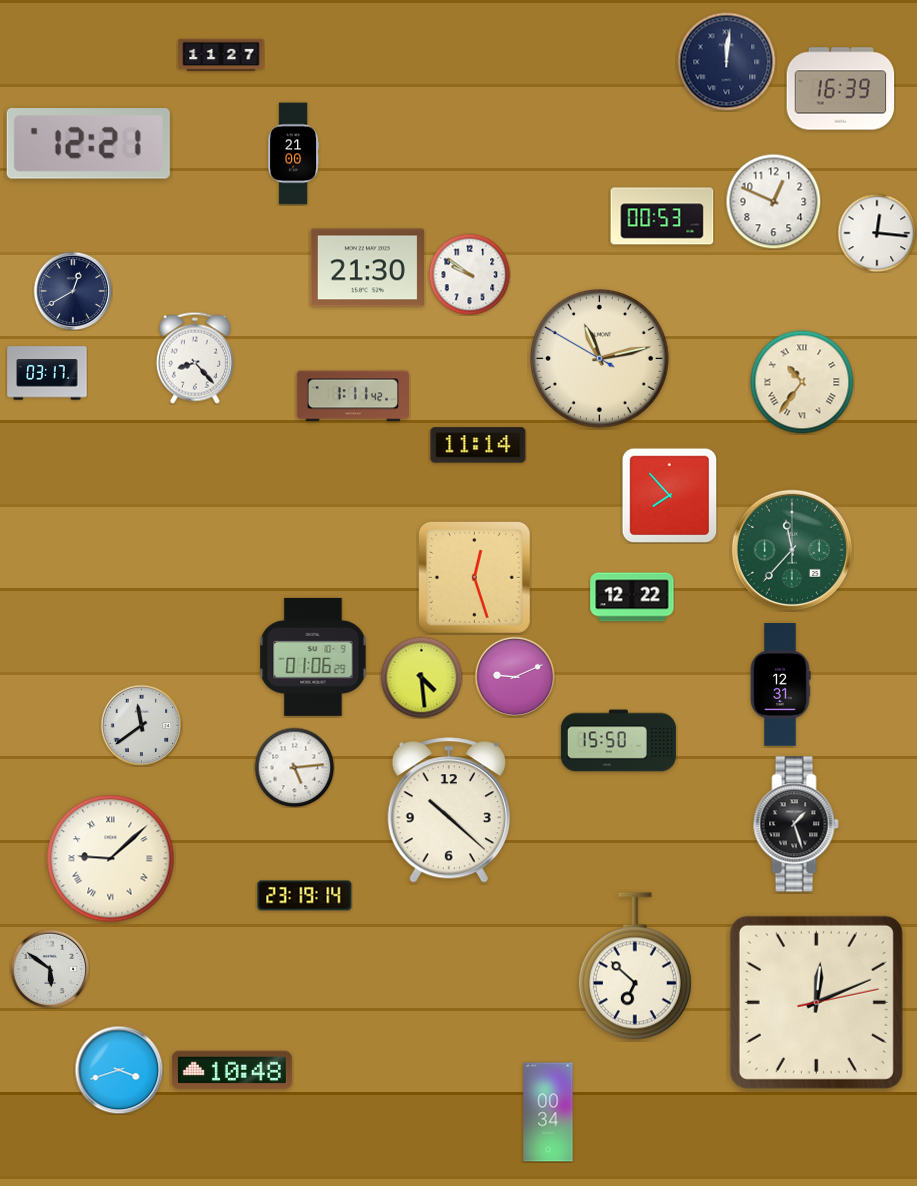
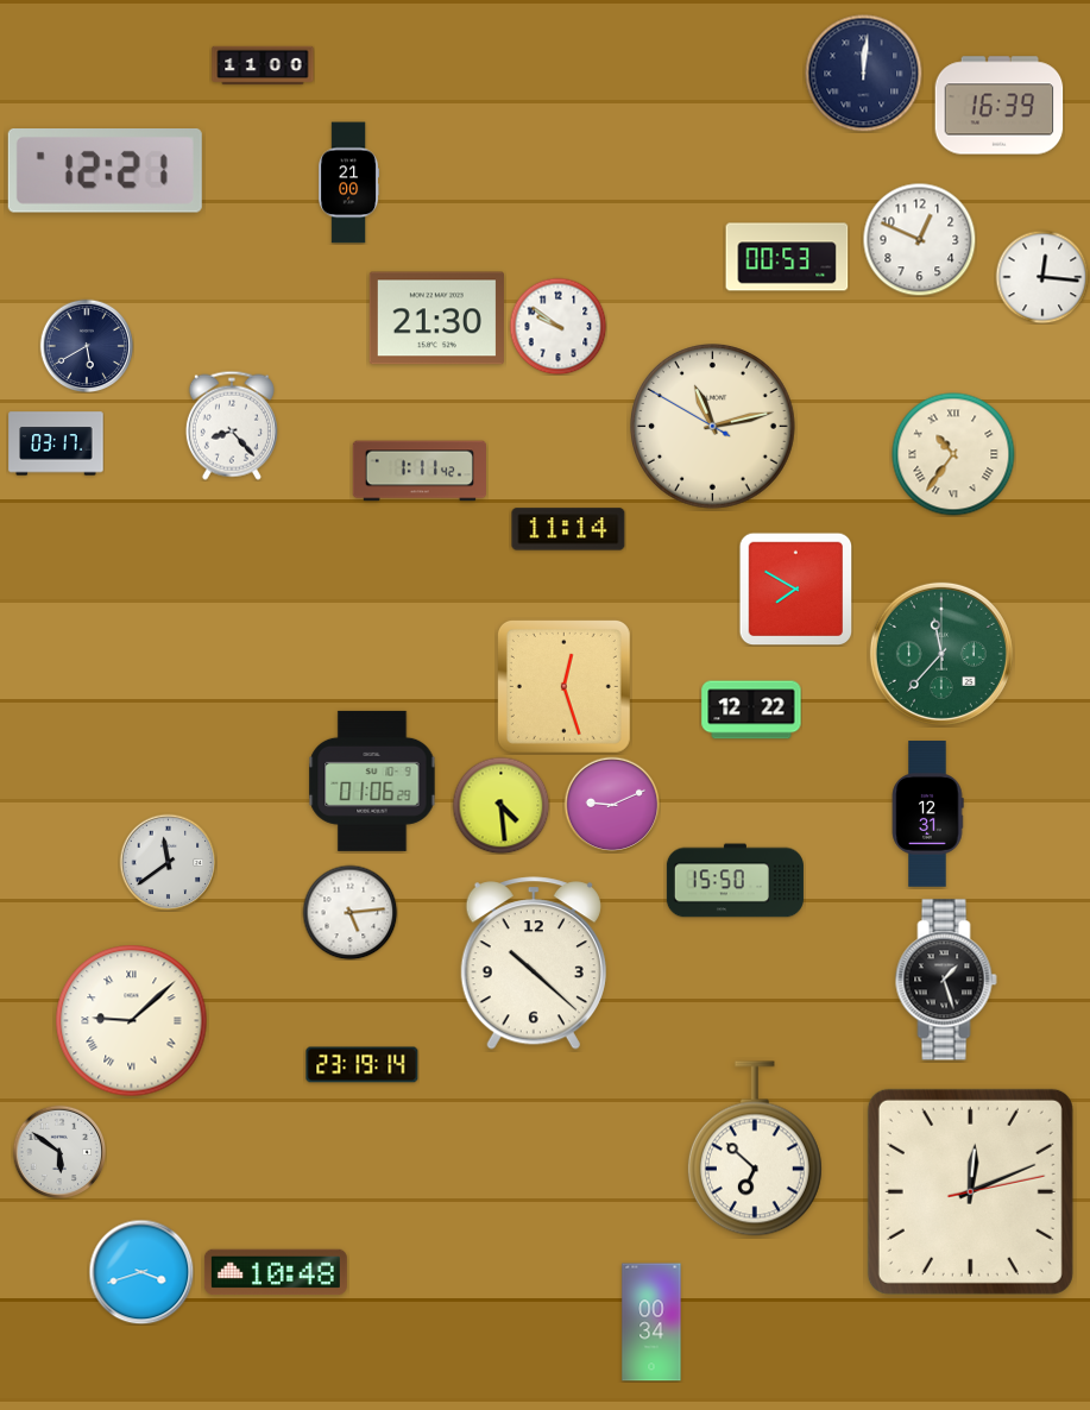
clock at (221, 55): 11:27 -> 11:00
clock at (73, 291): 12:40 -> 5:40
clock at (669, 495): 7:53 -> 7:50
